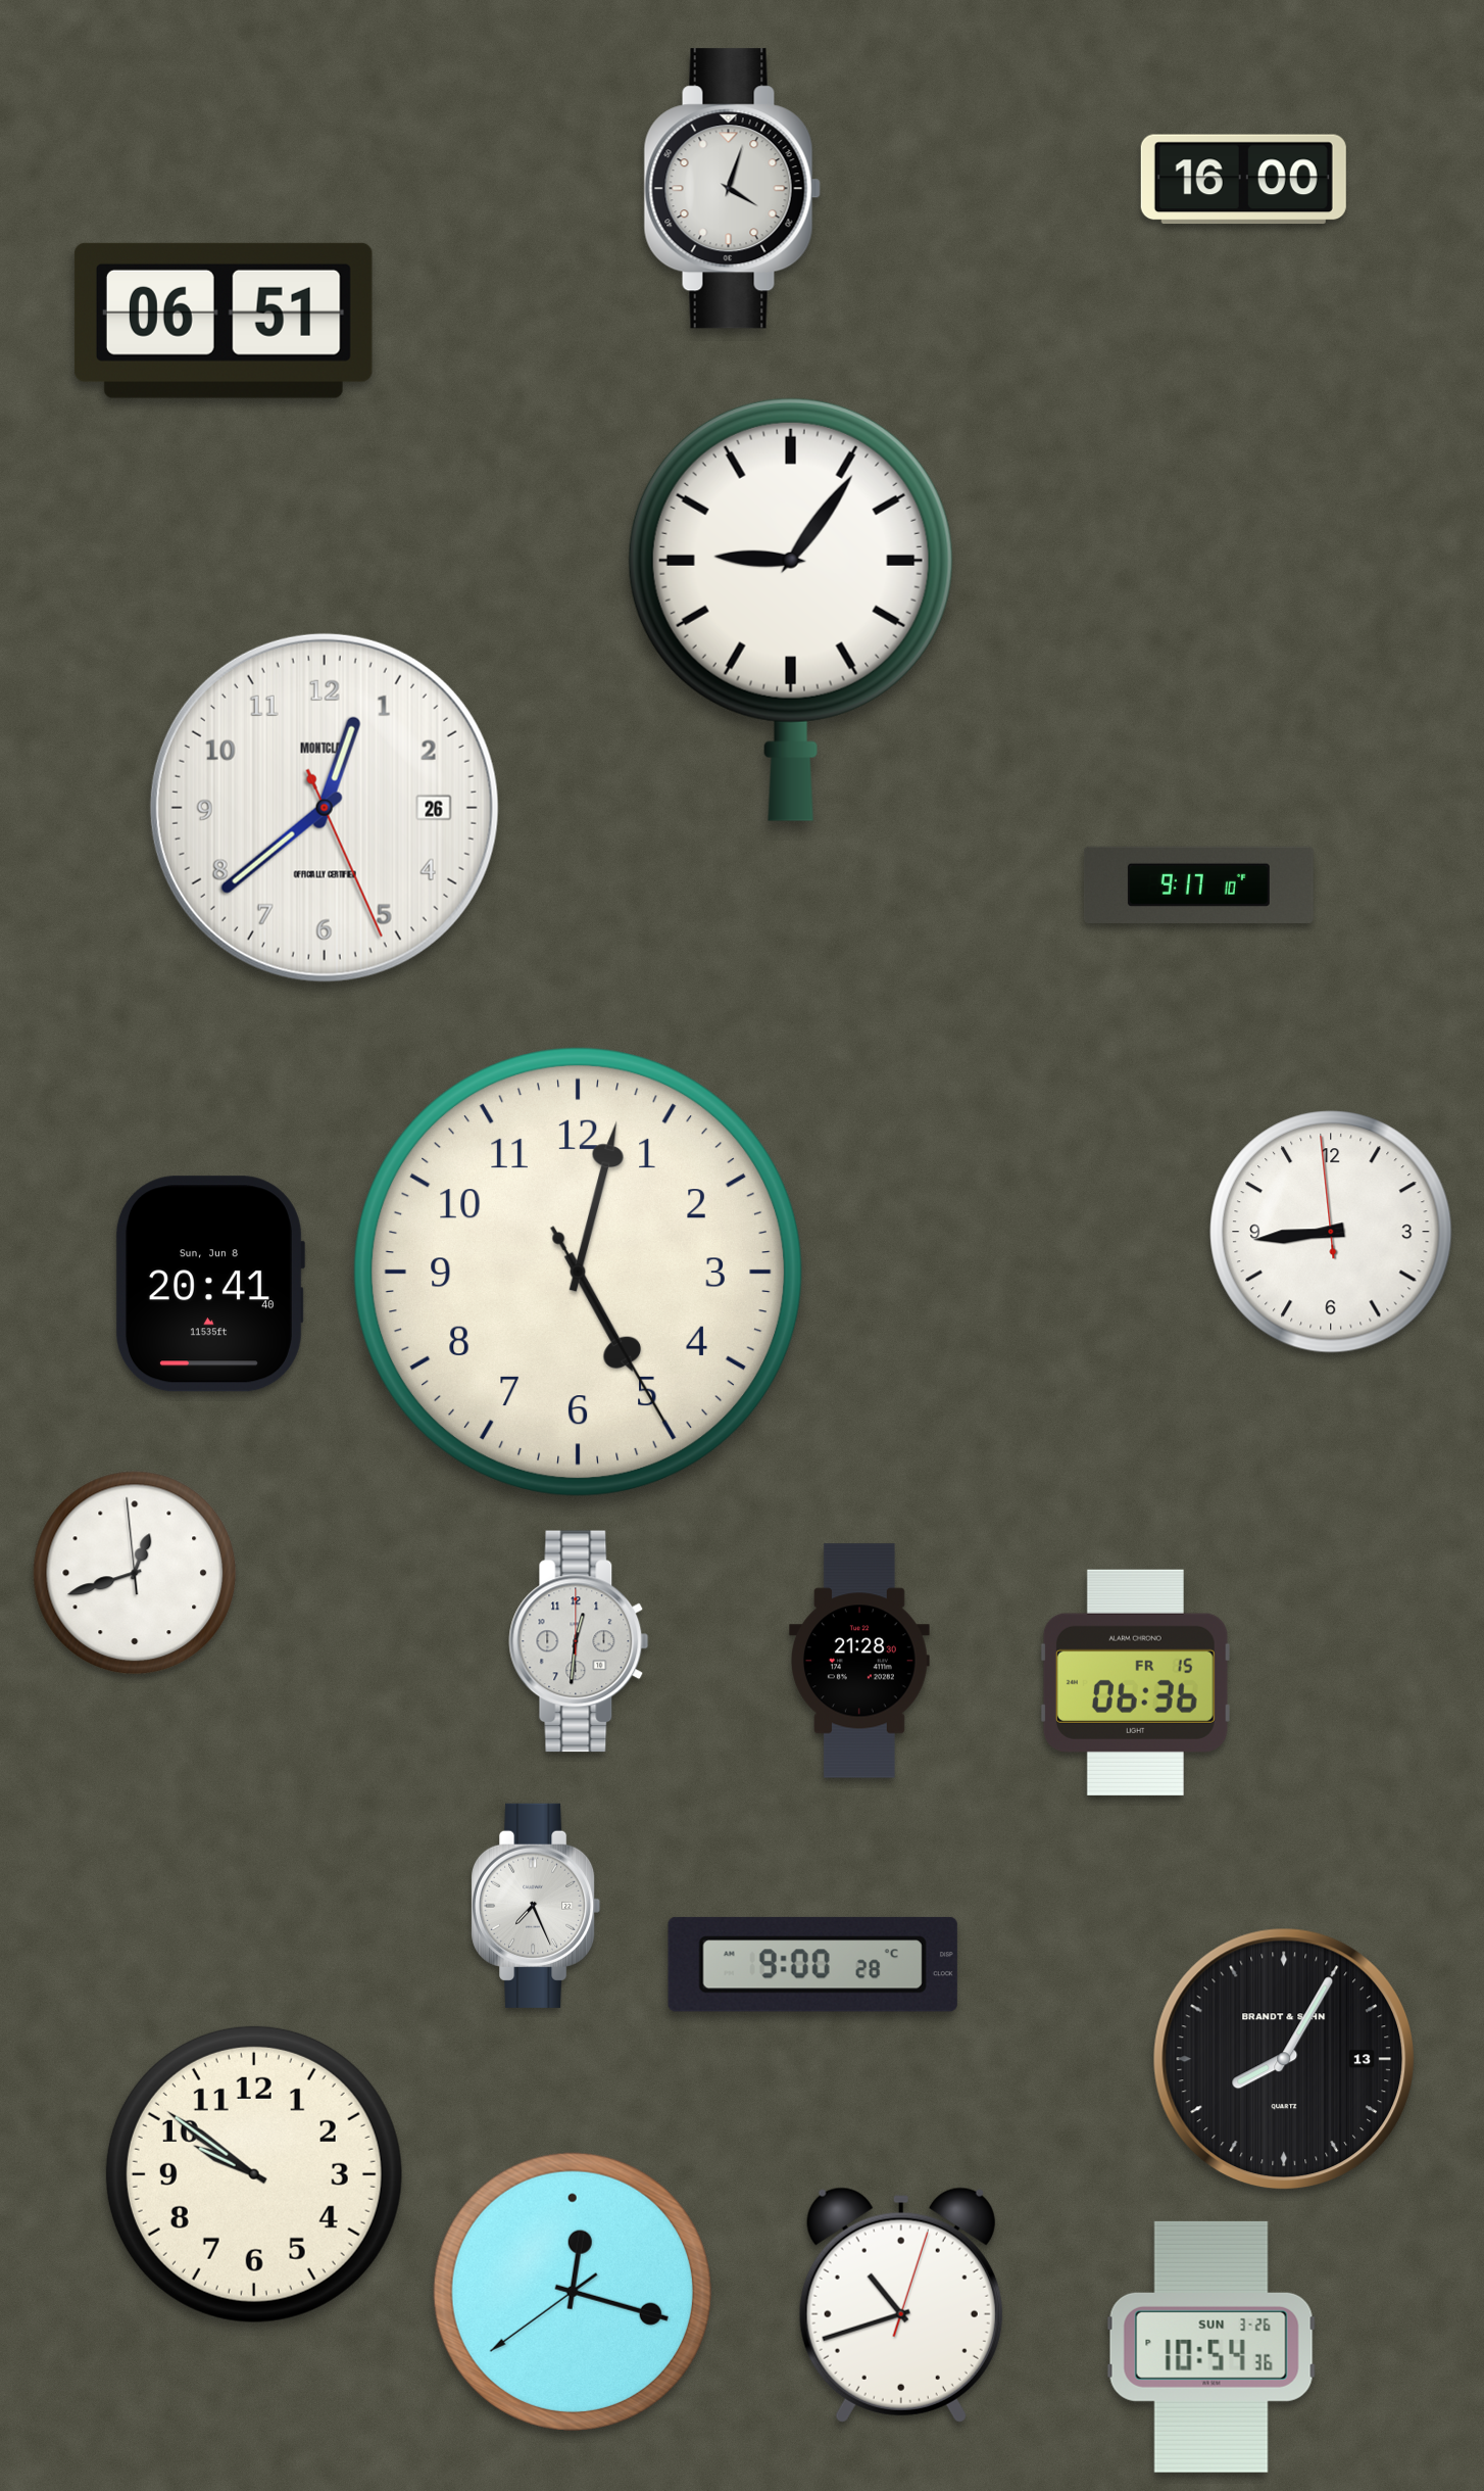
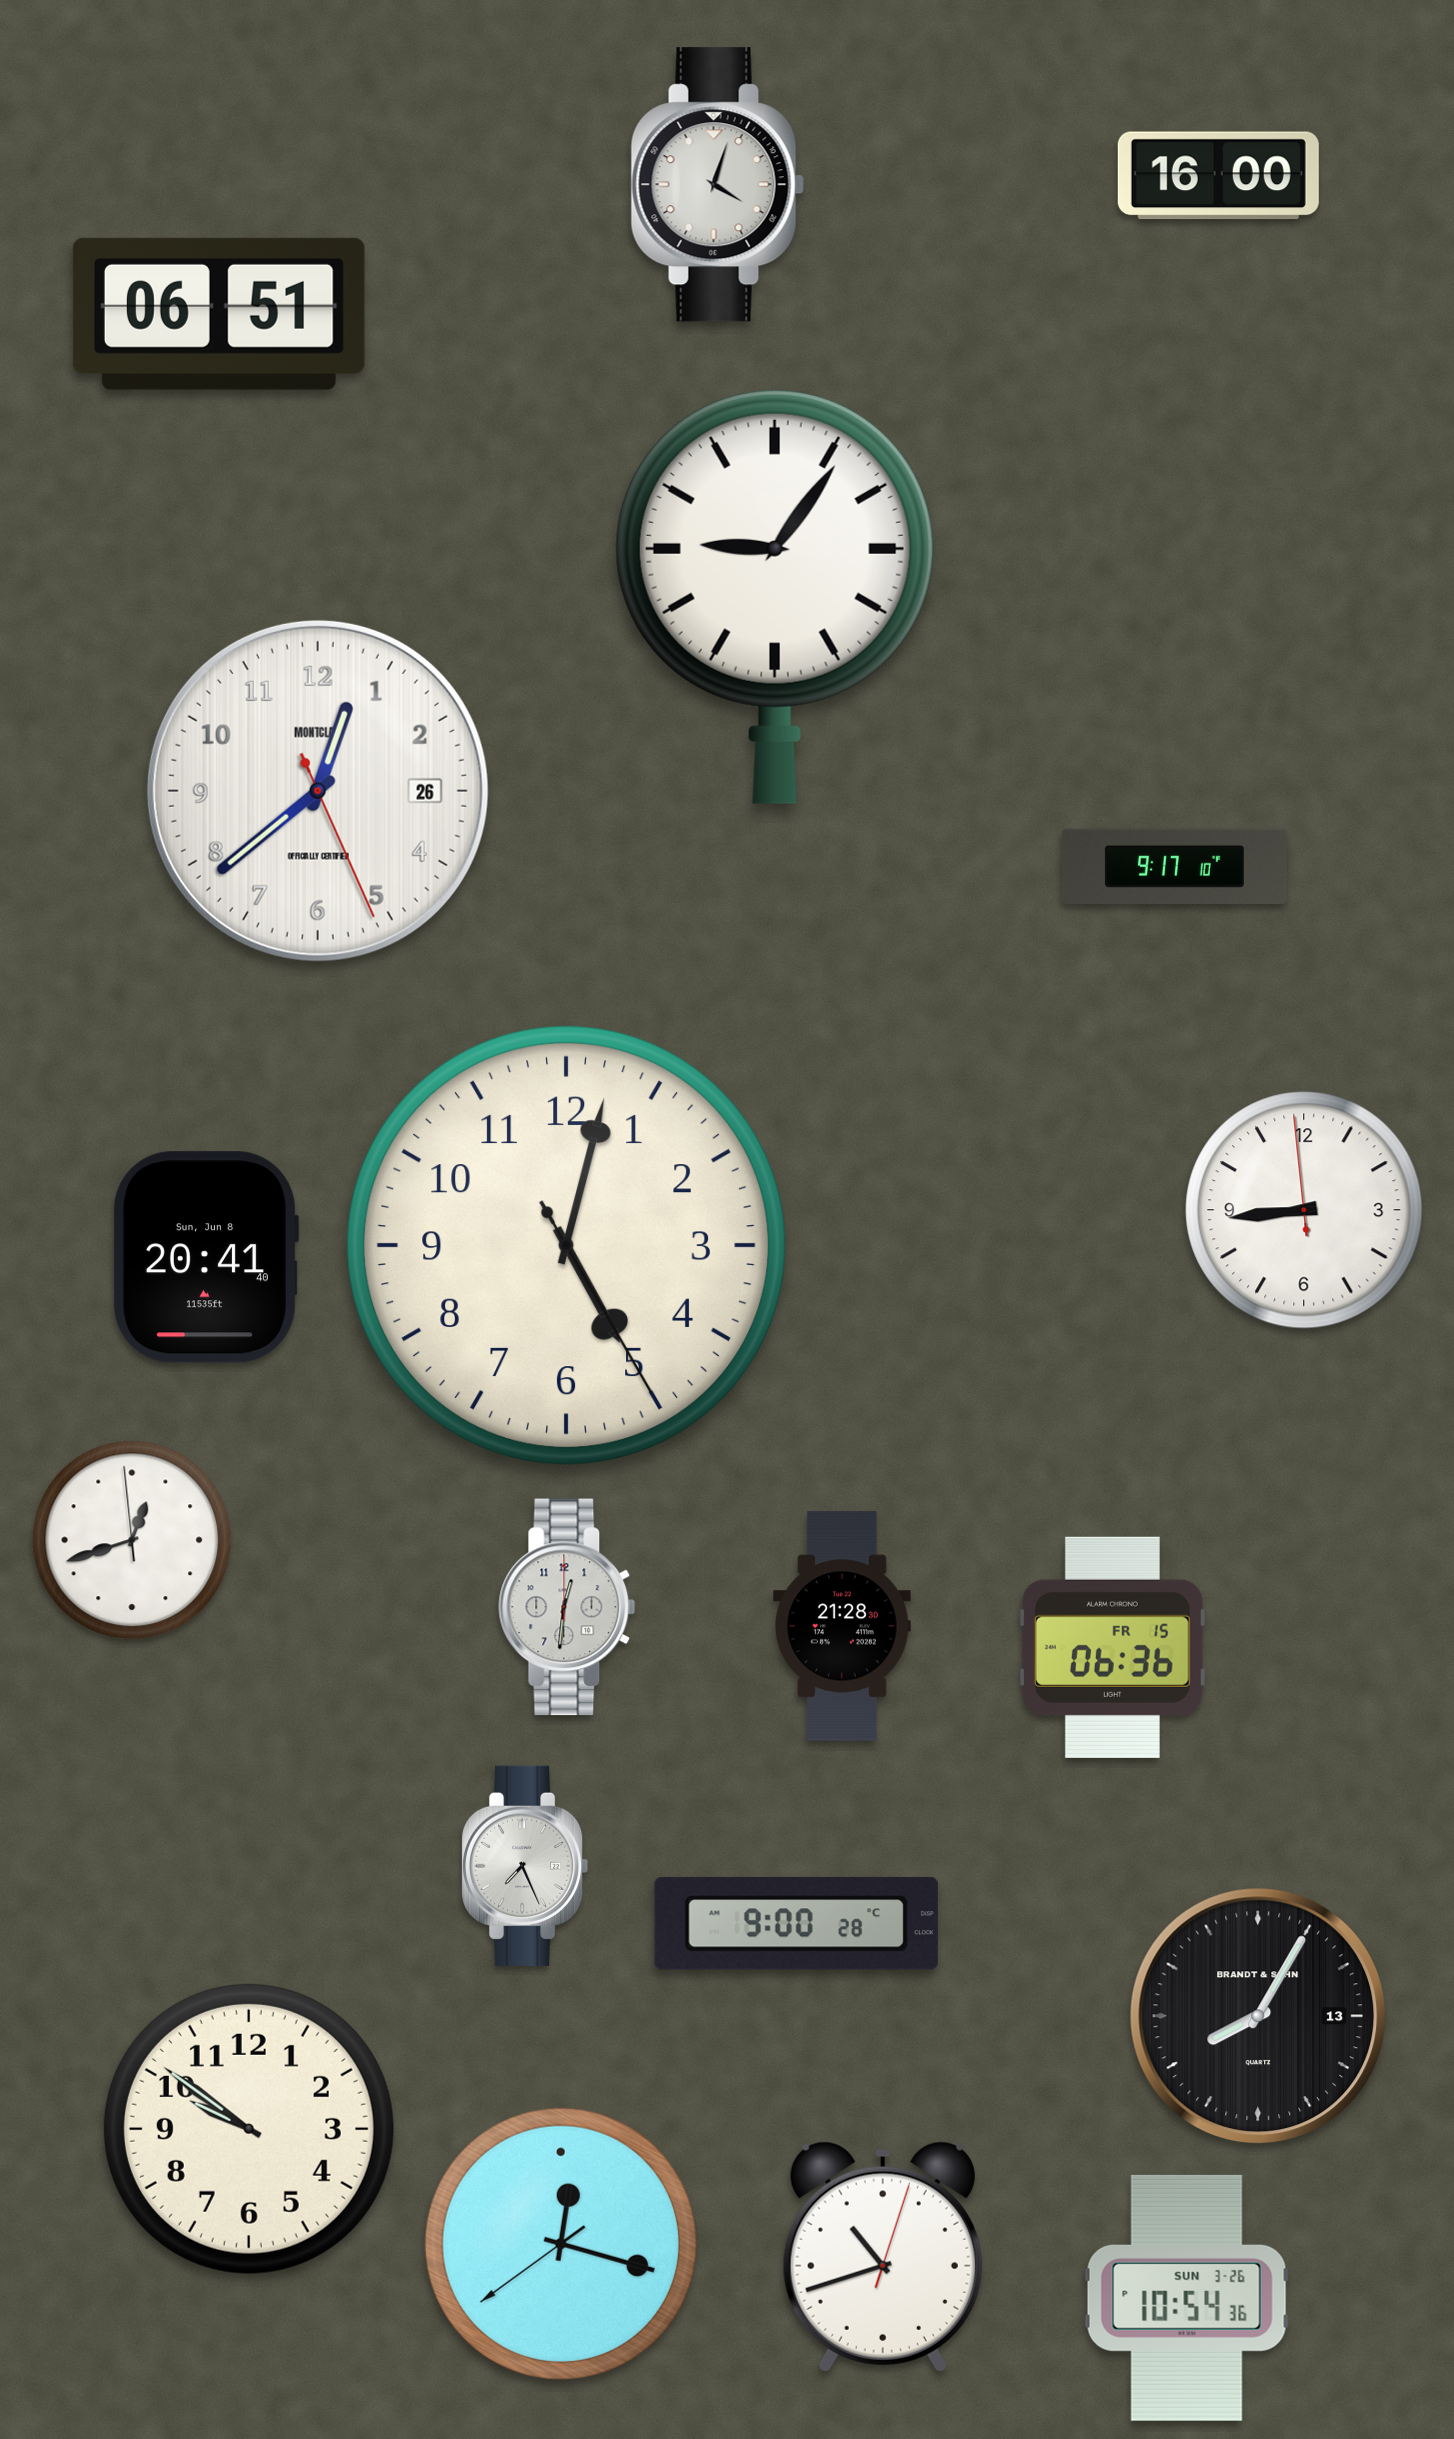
clock at (1331, 1232) position: (1331, 1232) -> (1304, 1210)
